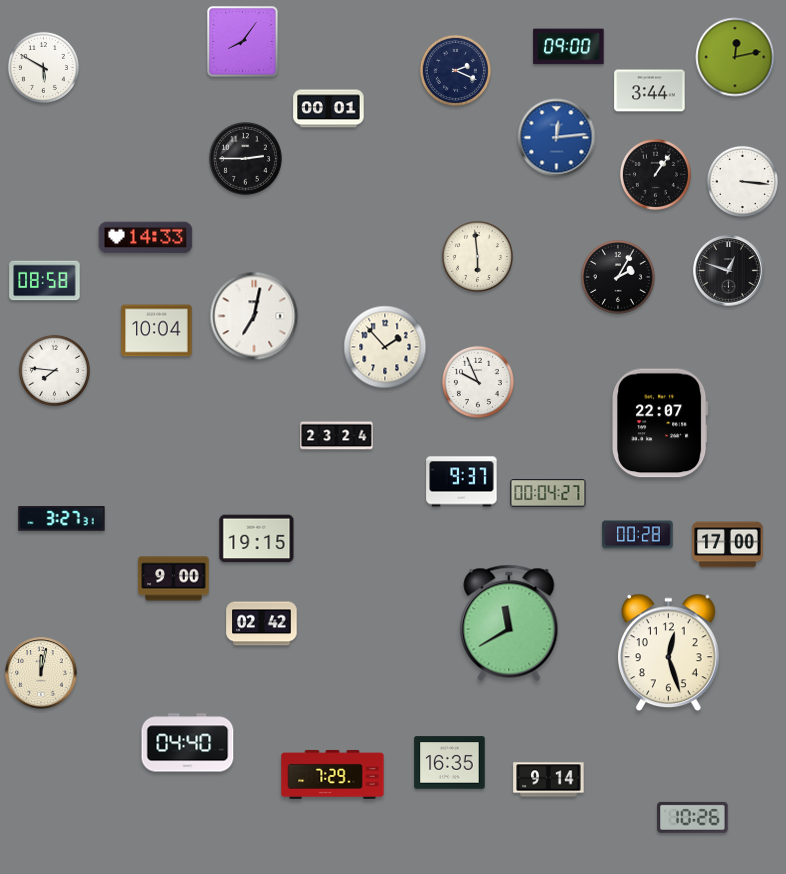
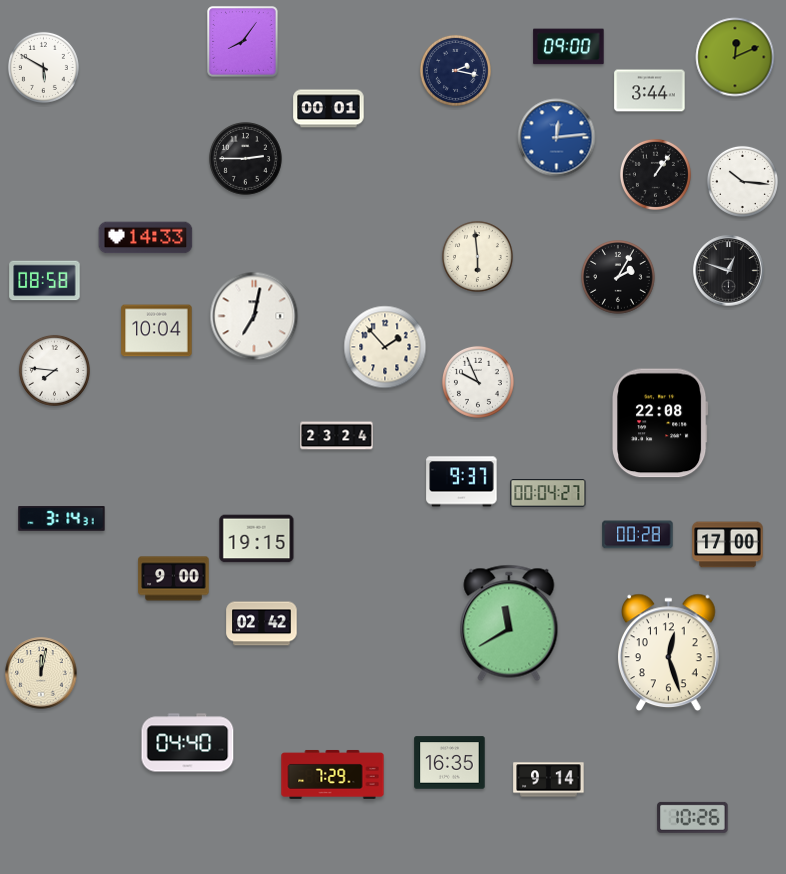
clock at (735, 57): 12:13 -> 12:11
clock at (455, 70): 2:19 -> 2:17
clock at (742, 181): 3:16 -> 10:16
clock at (661, 423): 22:07 -> 22:08
clock at (62, 519): 3:27 -> 3:14
